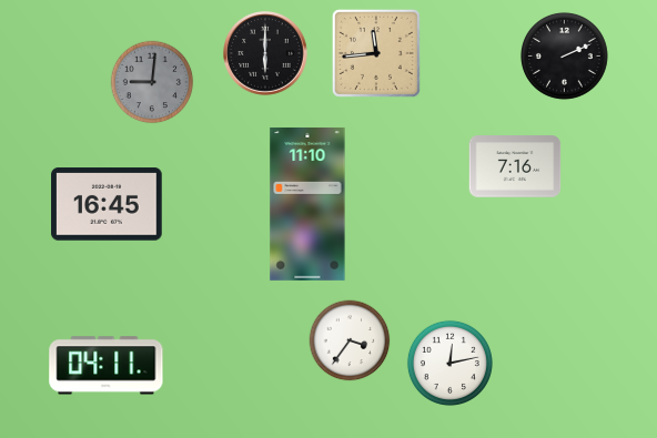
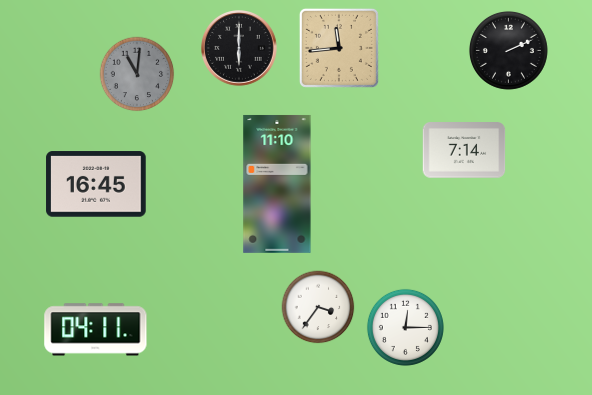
clock at (152, 82): 9:01 -> 11:01
clock at (515, 166): 7:16 -> 7:14
clock at (350, 340) position: (350, 340) -> (318, 307)
clock at (449, 363): 12:13 -> 12:15
